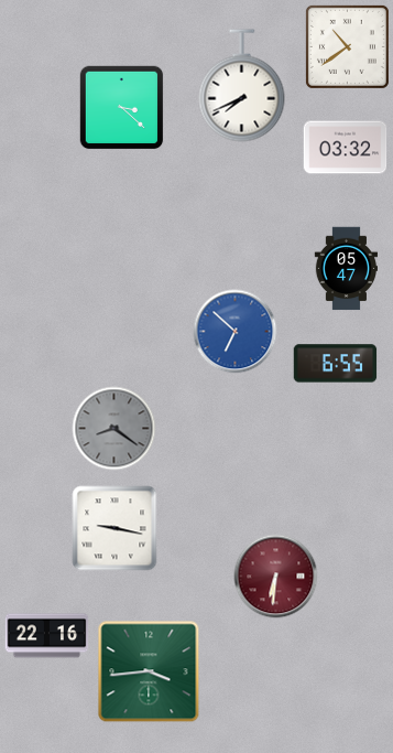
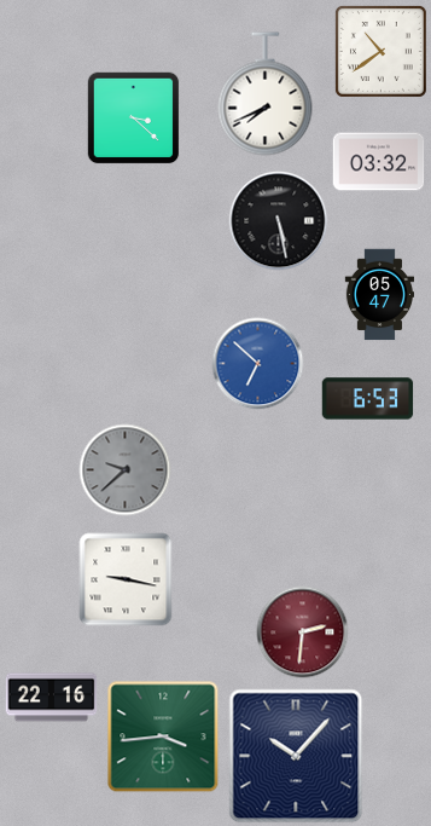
clock at (279, 221): none -> 5:28
clock at (336, 364): 6:55 -> 6:53
clock at (114, 429): 8:21 -> 9:38
clock at (276, 577): 6:31 -> 2:31
clock at (296, 756): none -> 10:07
